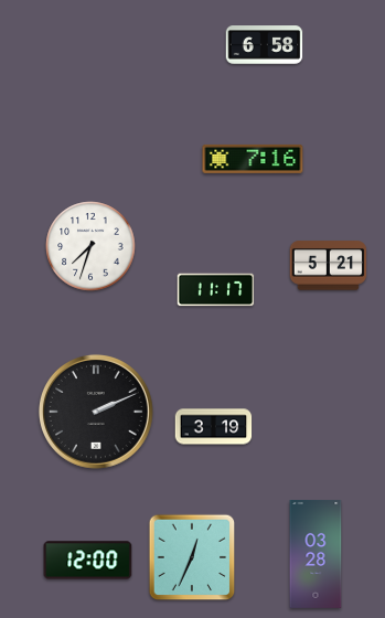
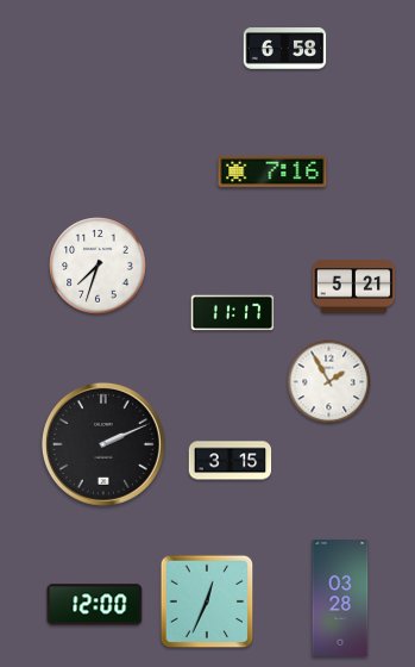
clock at (329, 382): none -> 1:55
clock at (214, 427): 3:19 -> 3:15
